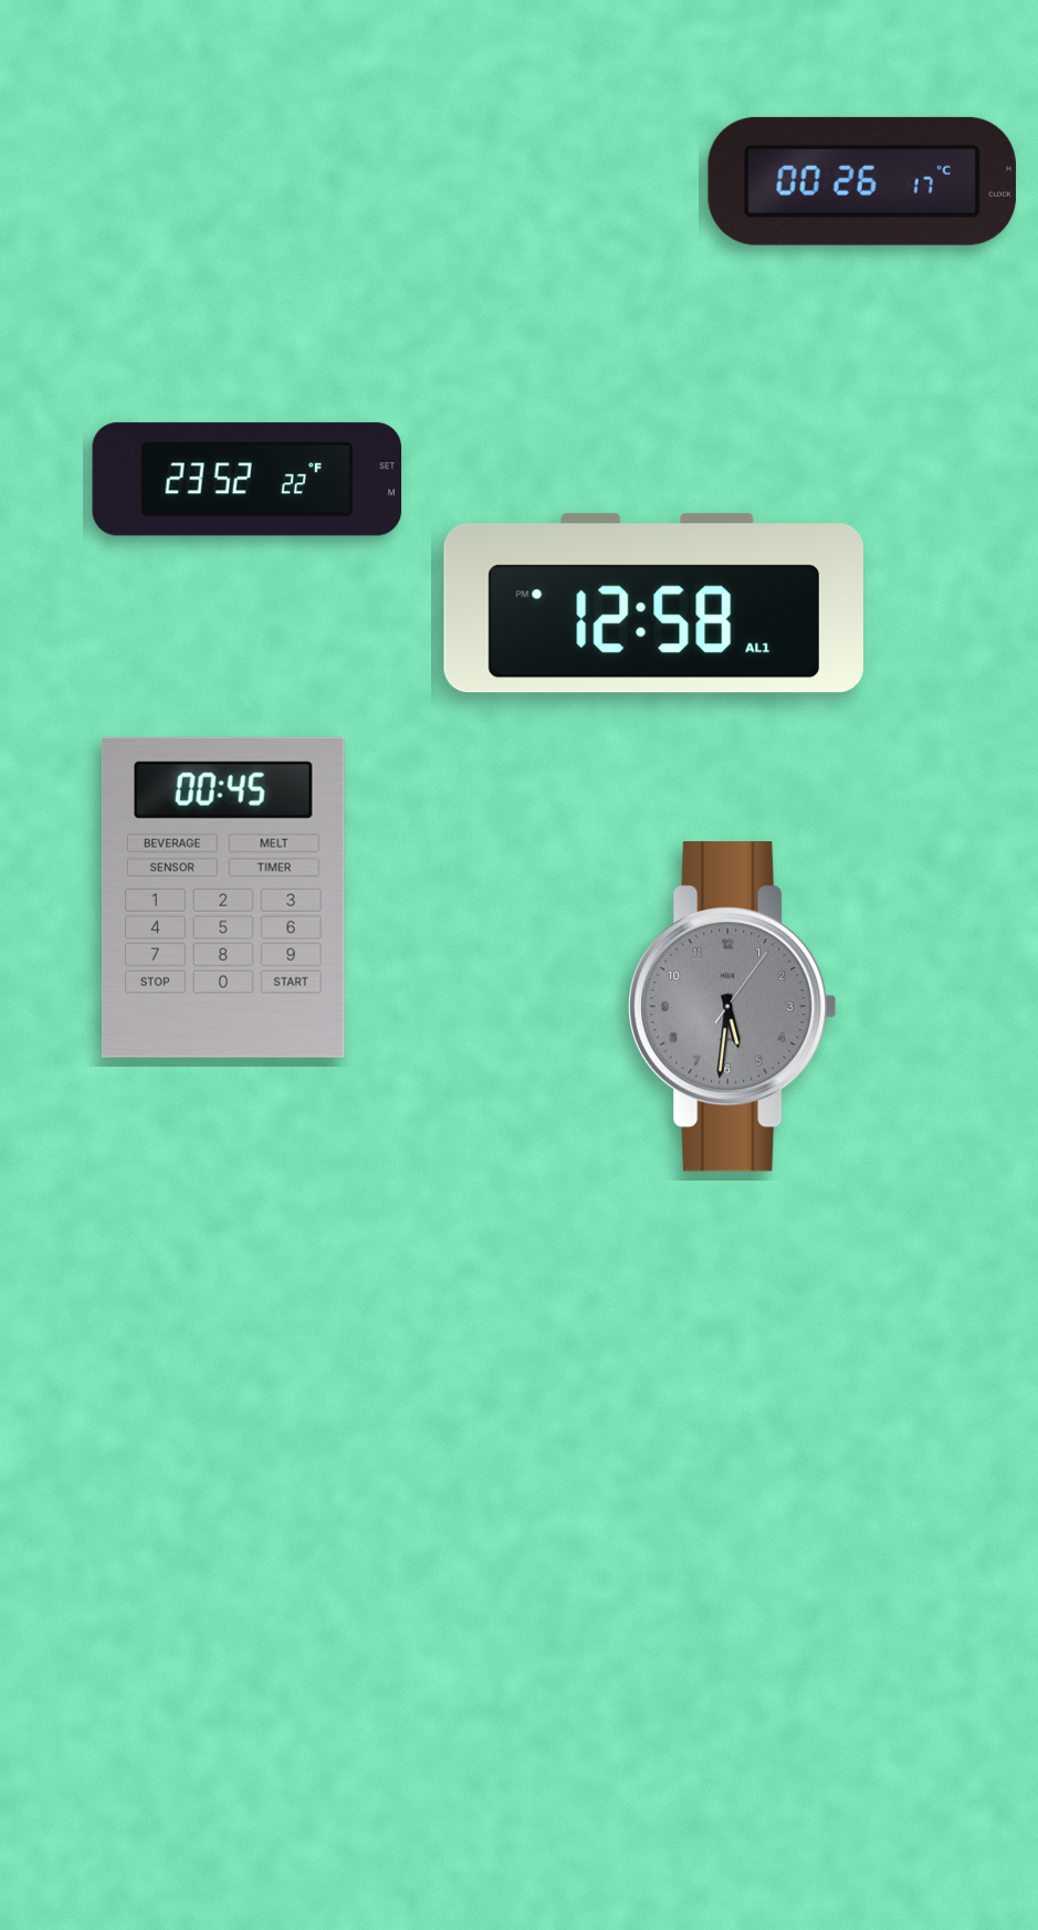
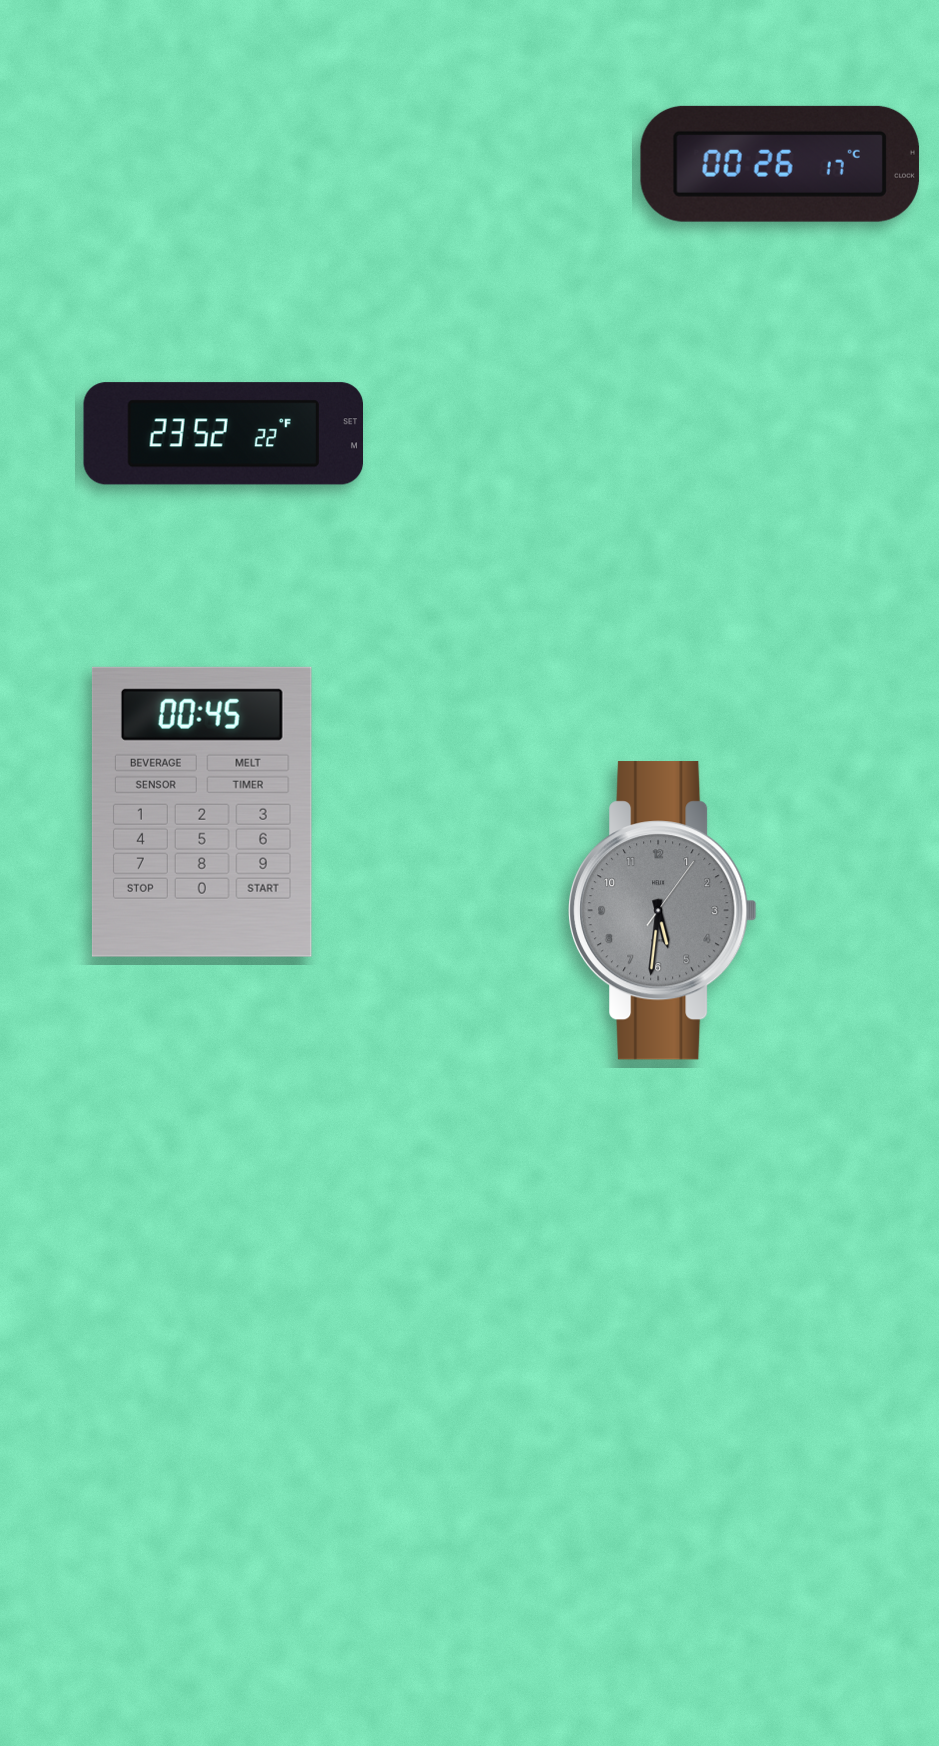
clock at (653, 604): 12:58 -> none
